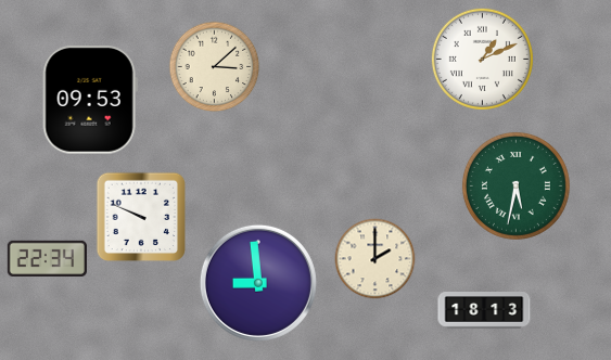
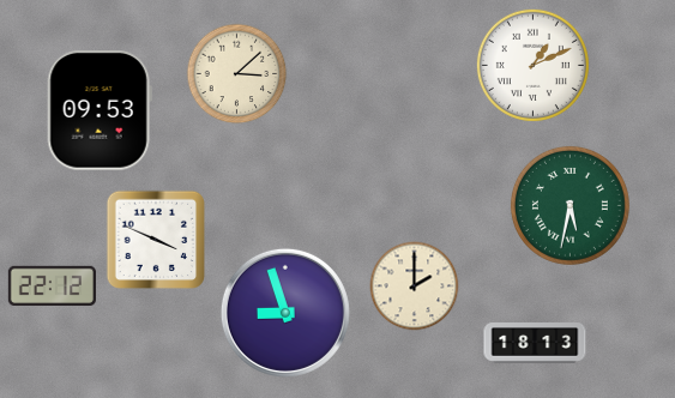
clock at (140, 216): 9:49 -> 3:49
clock at (47, 258): 22:34 -> 22:12
clock at (258, 283): 8:59 -> 8:57
